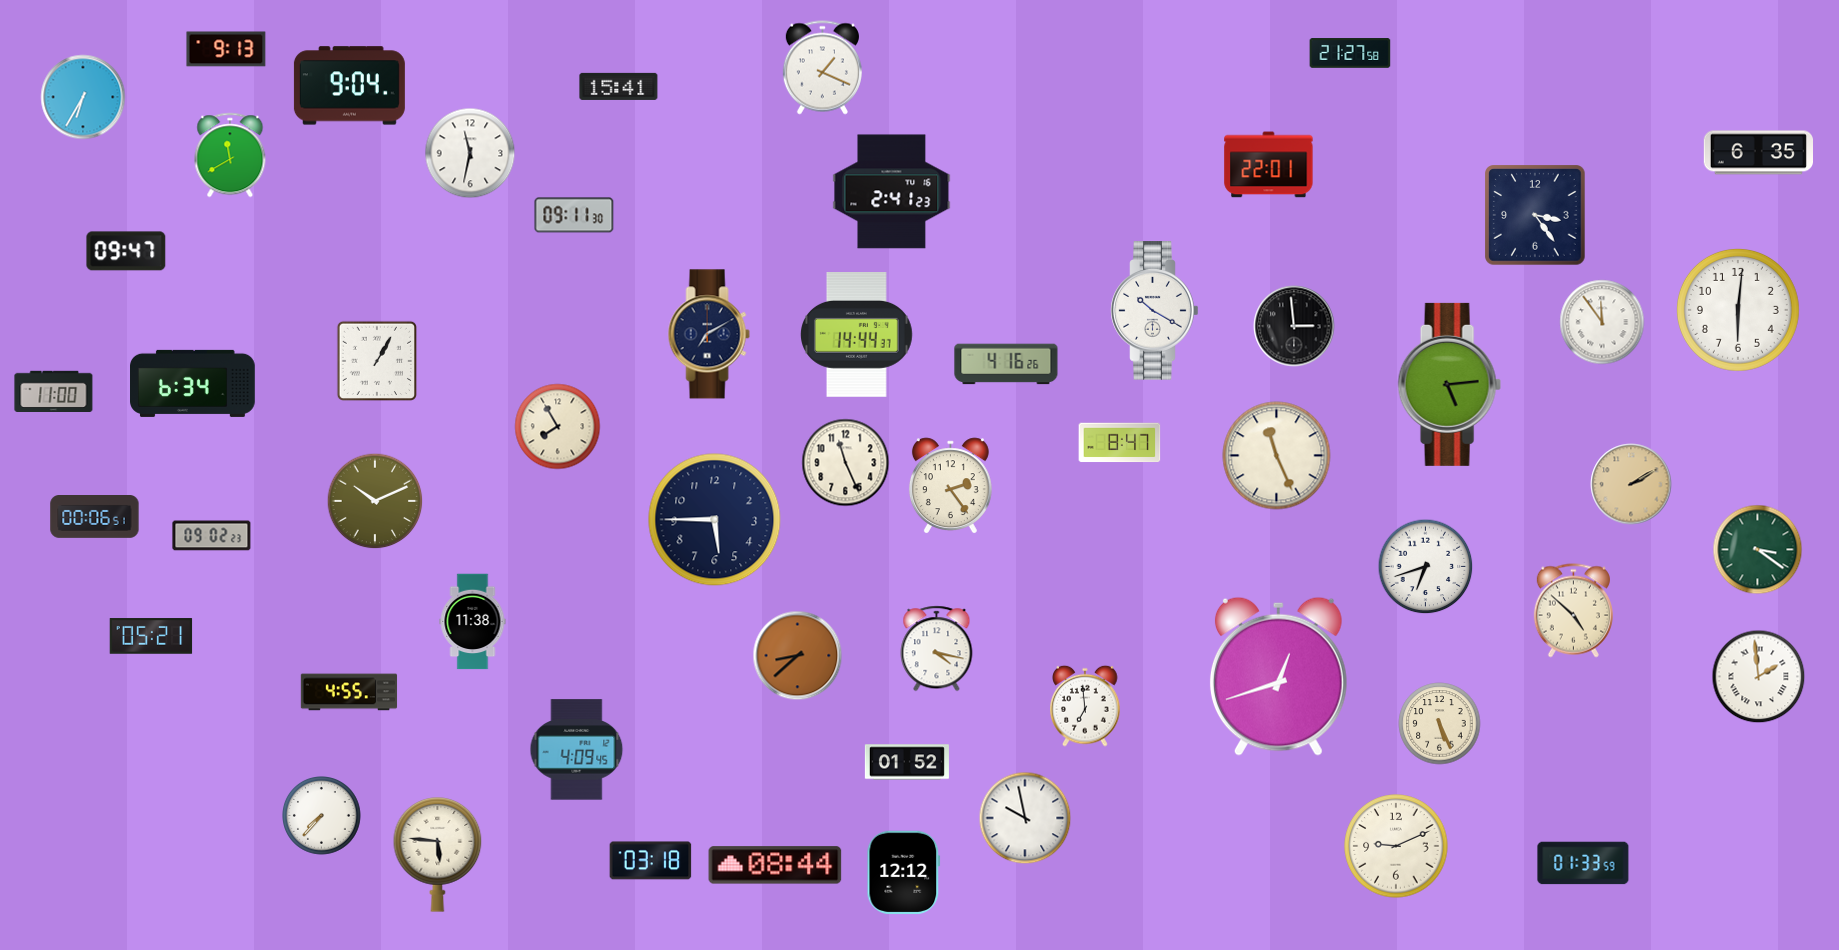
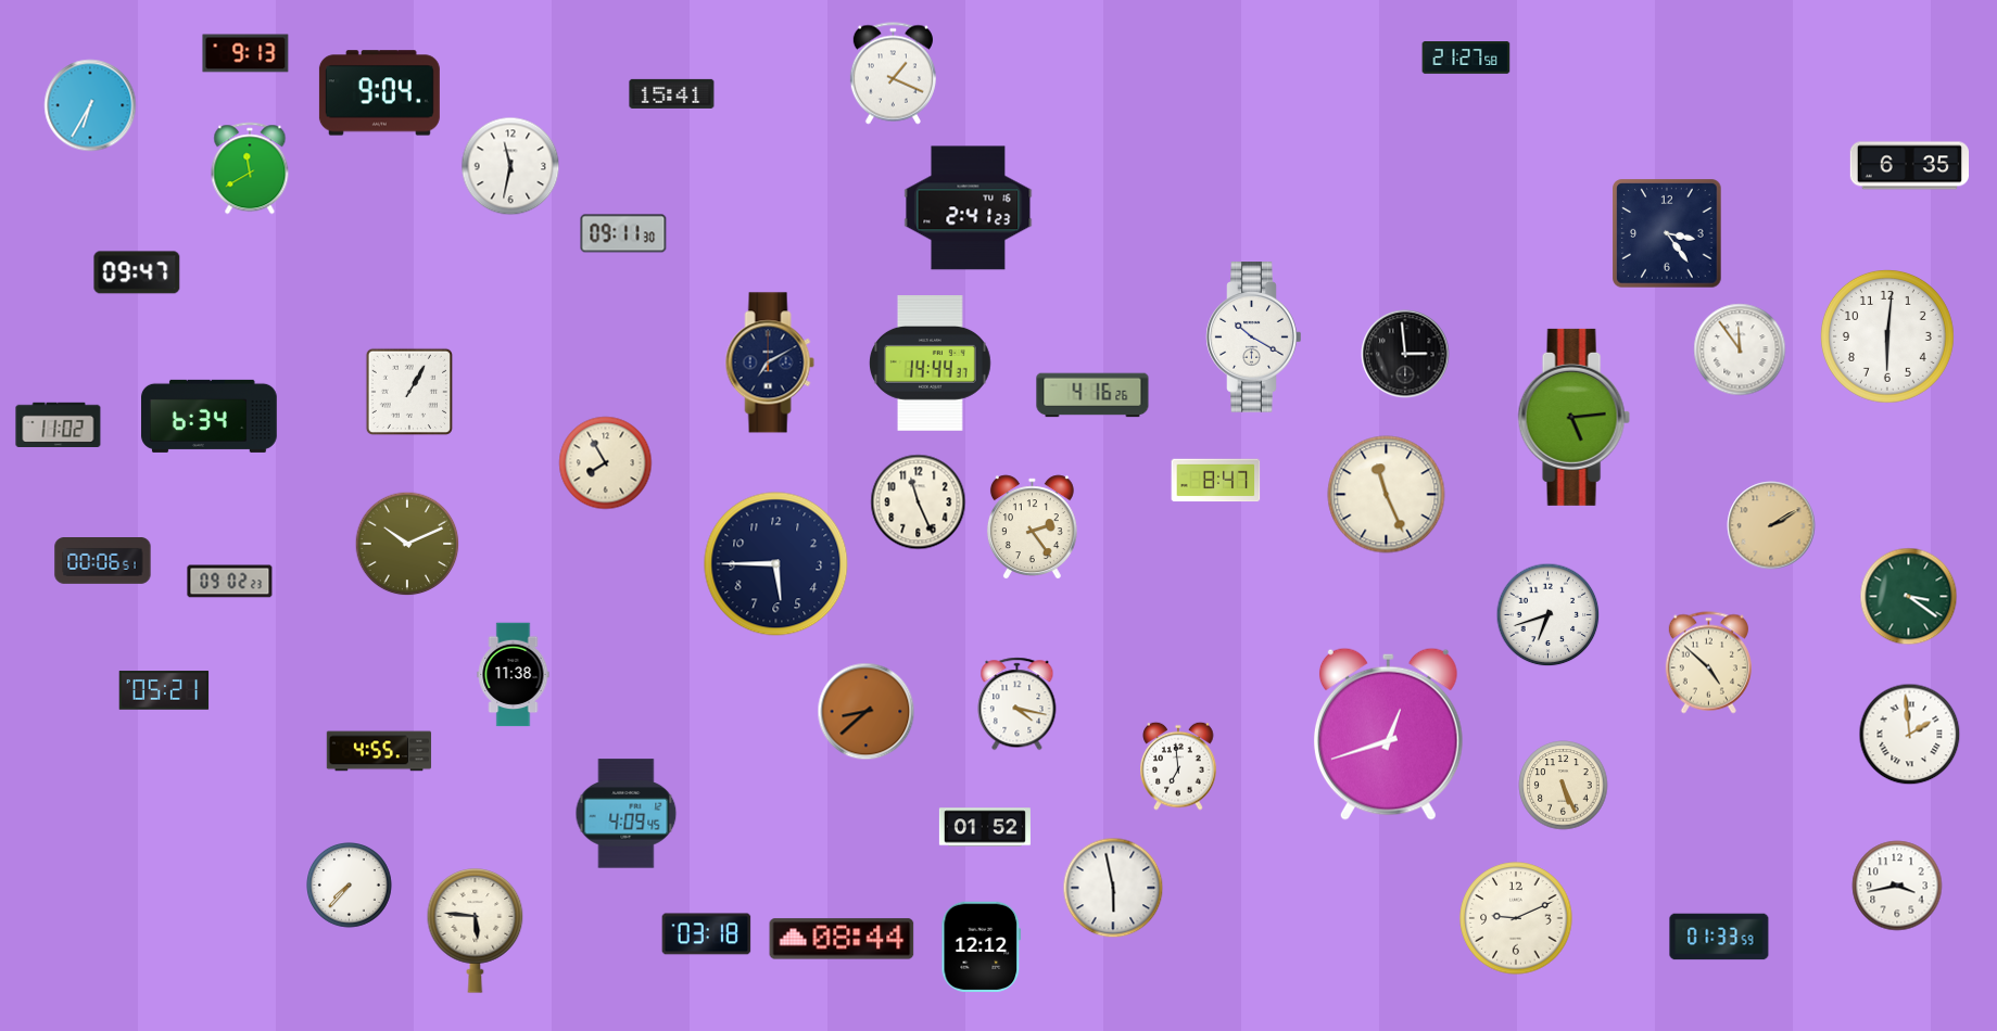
clock at (1269, 165): 22:01 -> none
clock at (54, 391): 11:00 -> 11:02
clock at (1897, 886): none -> 3:43
clock at (1025, 818): 9:58 -> 5:58
clock at (438, 855) position: (438, 855) -> (476, 931)
